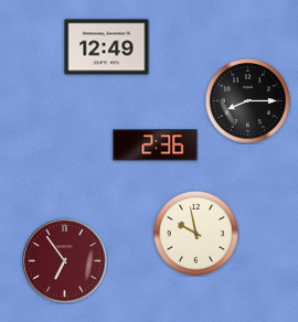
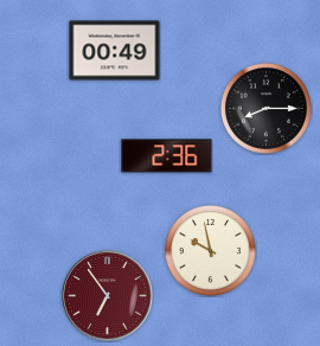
clock at (107, 47): 12:49 -> 00:49
clock at (65, 261) position: (65, 261) -> (108, 296)
